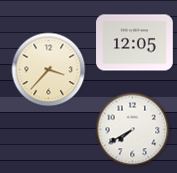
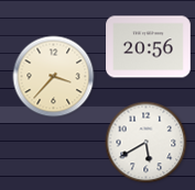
clock at (135, 43): 12:05 -> 20:56
clock at (133, 130): 7:40 -> 5:40
